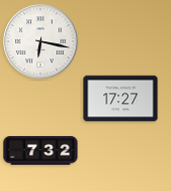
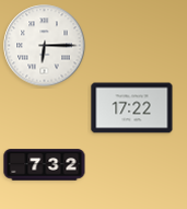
clock at (41, 42): 6:17 -> 6:15
clock at (121, 99): 17:27 -> 17:22
